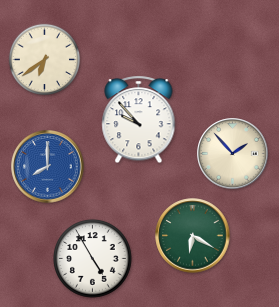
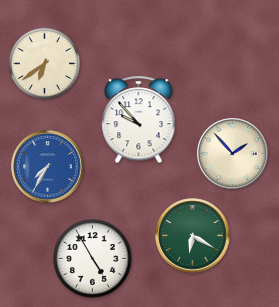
clock at (45, 60) position: (45, 60) -> (45, 64)
clock at (48, 167): 8:00 -> 7:35
